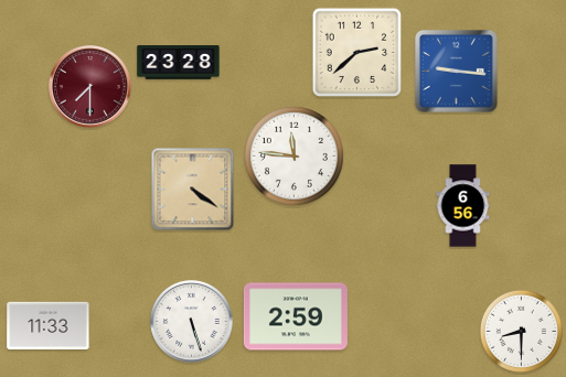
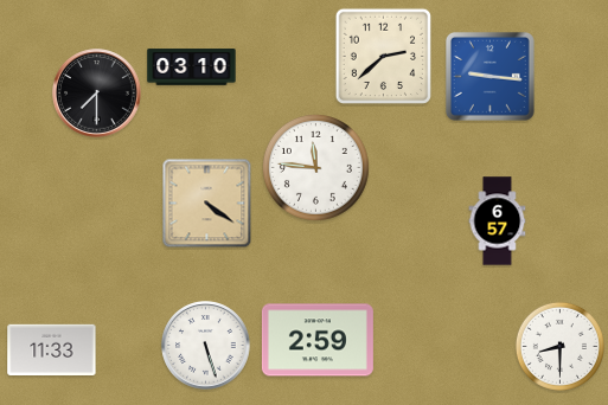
clock at (179, 63): 23:28 -> 03:10
clock at (90, 87) dial: burgundy -> black
clock at (463, 206): 6:56 -> 6:57
clock at (521, 331) position: (521, 331) -> (559, 346)
